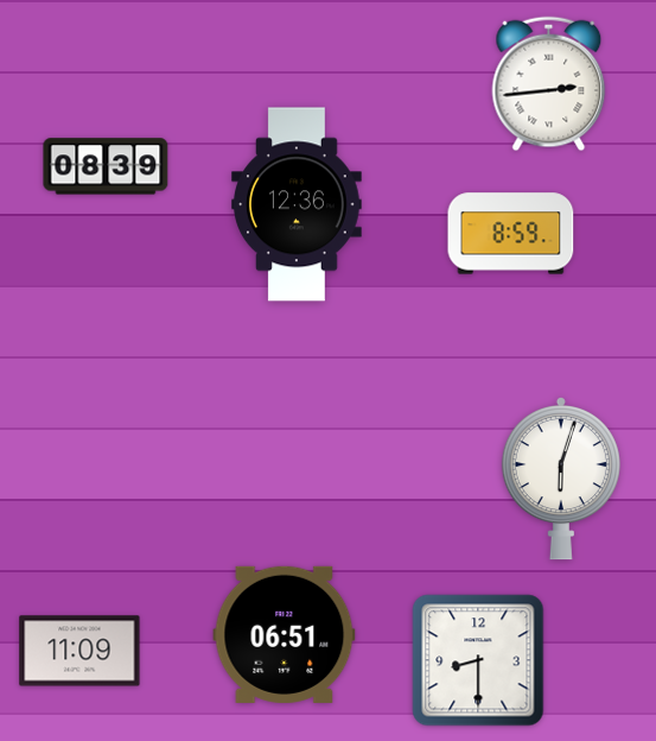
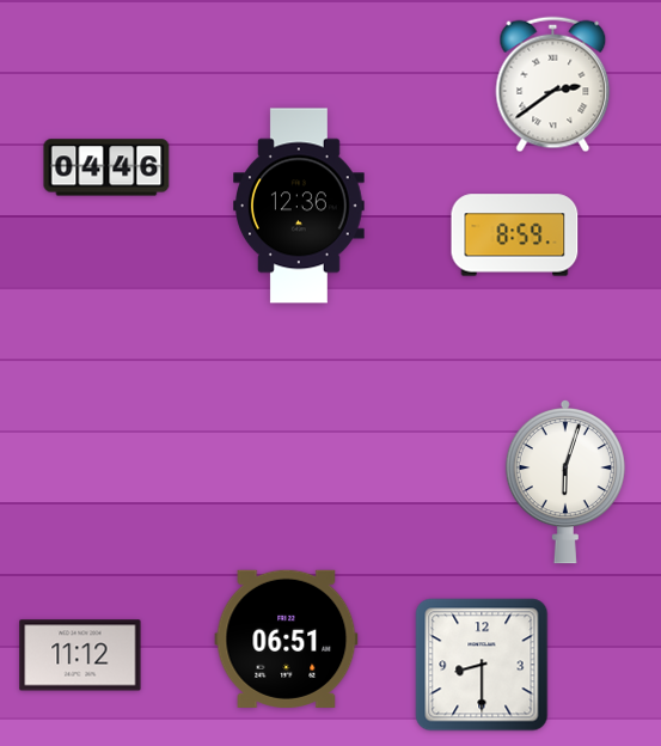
clock at (549, 84): 2:44 -> 2:39
clock at (106, 166): 08:39 -> 04:46
clock at (79, 651): 11:09 -> 11:12
